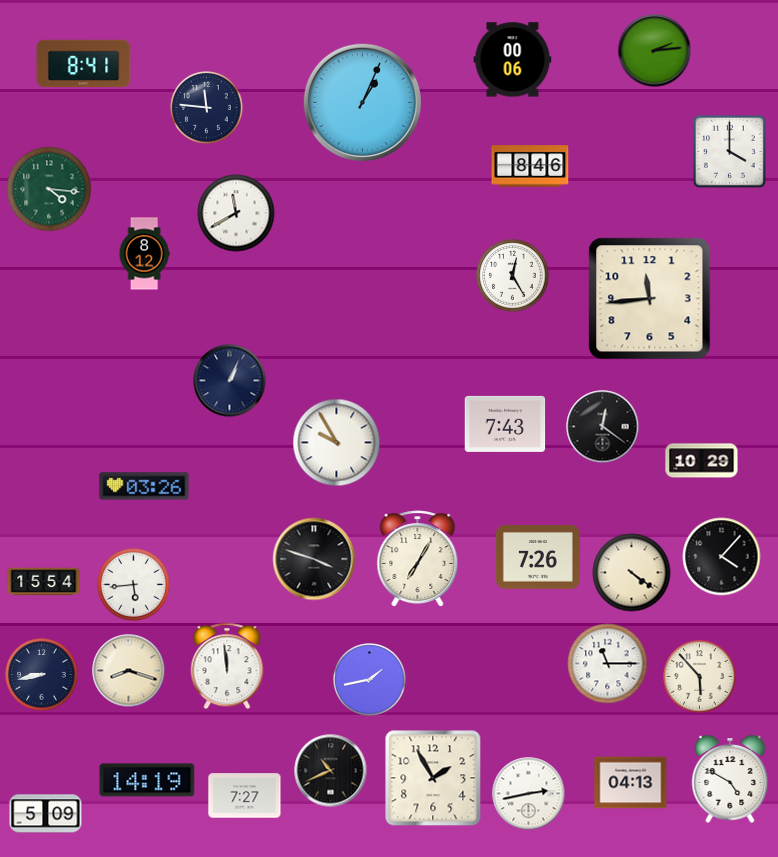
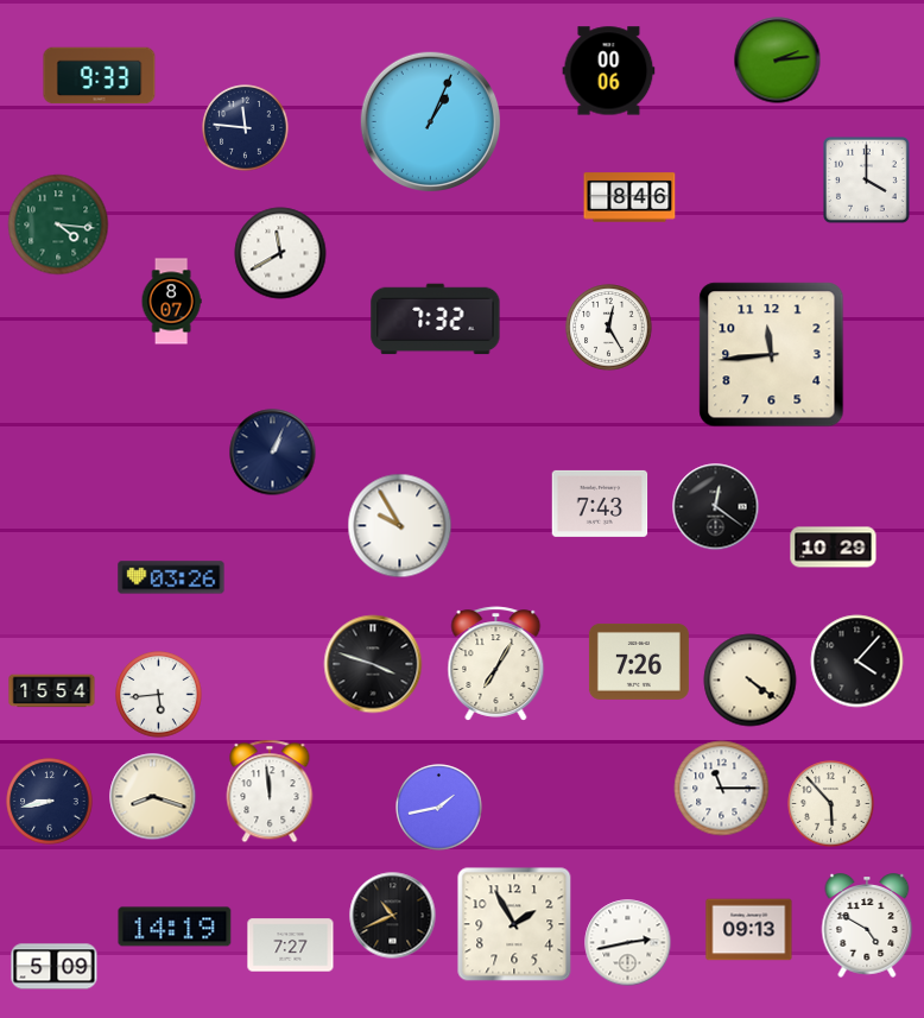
clock at (84, 64): 8:41 -> 9:33
clock at (144, 254): 8:12 -> 8:07
clock at (436, 320): none -> 7:32
clock at (631, 783): 04:13 -> 09:13
